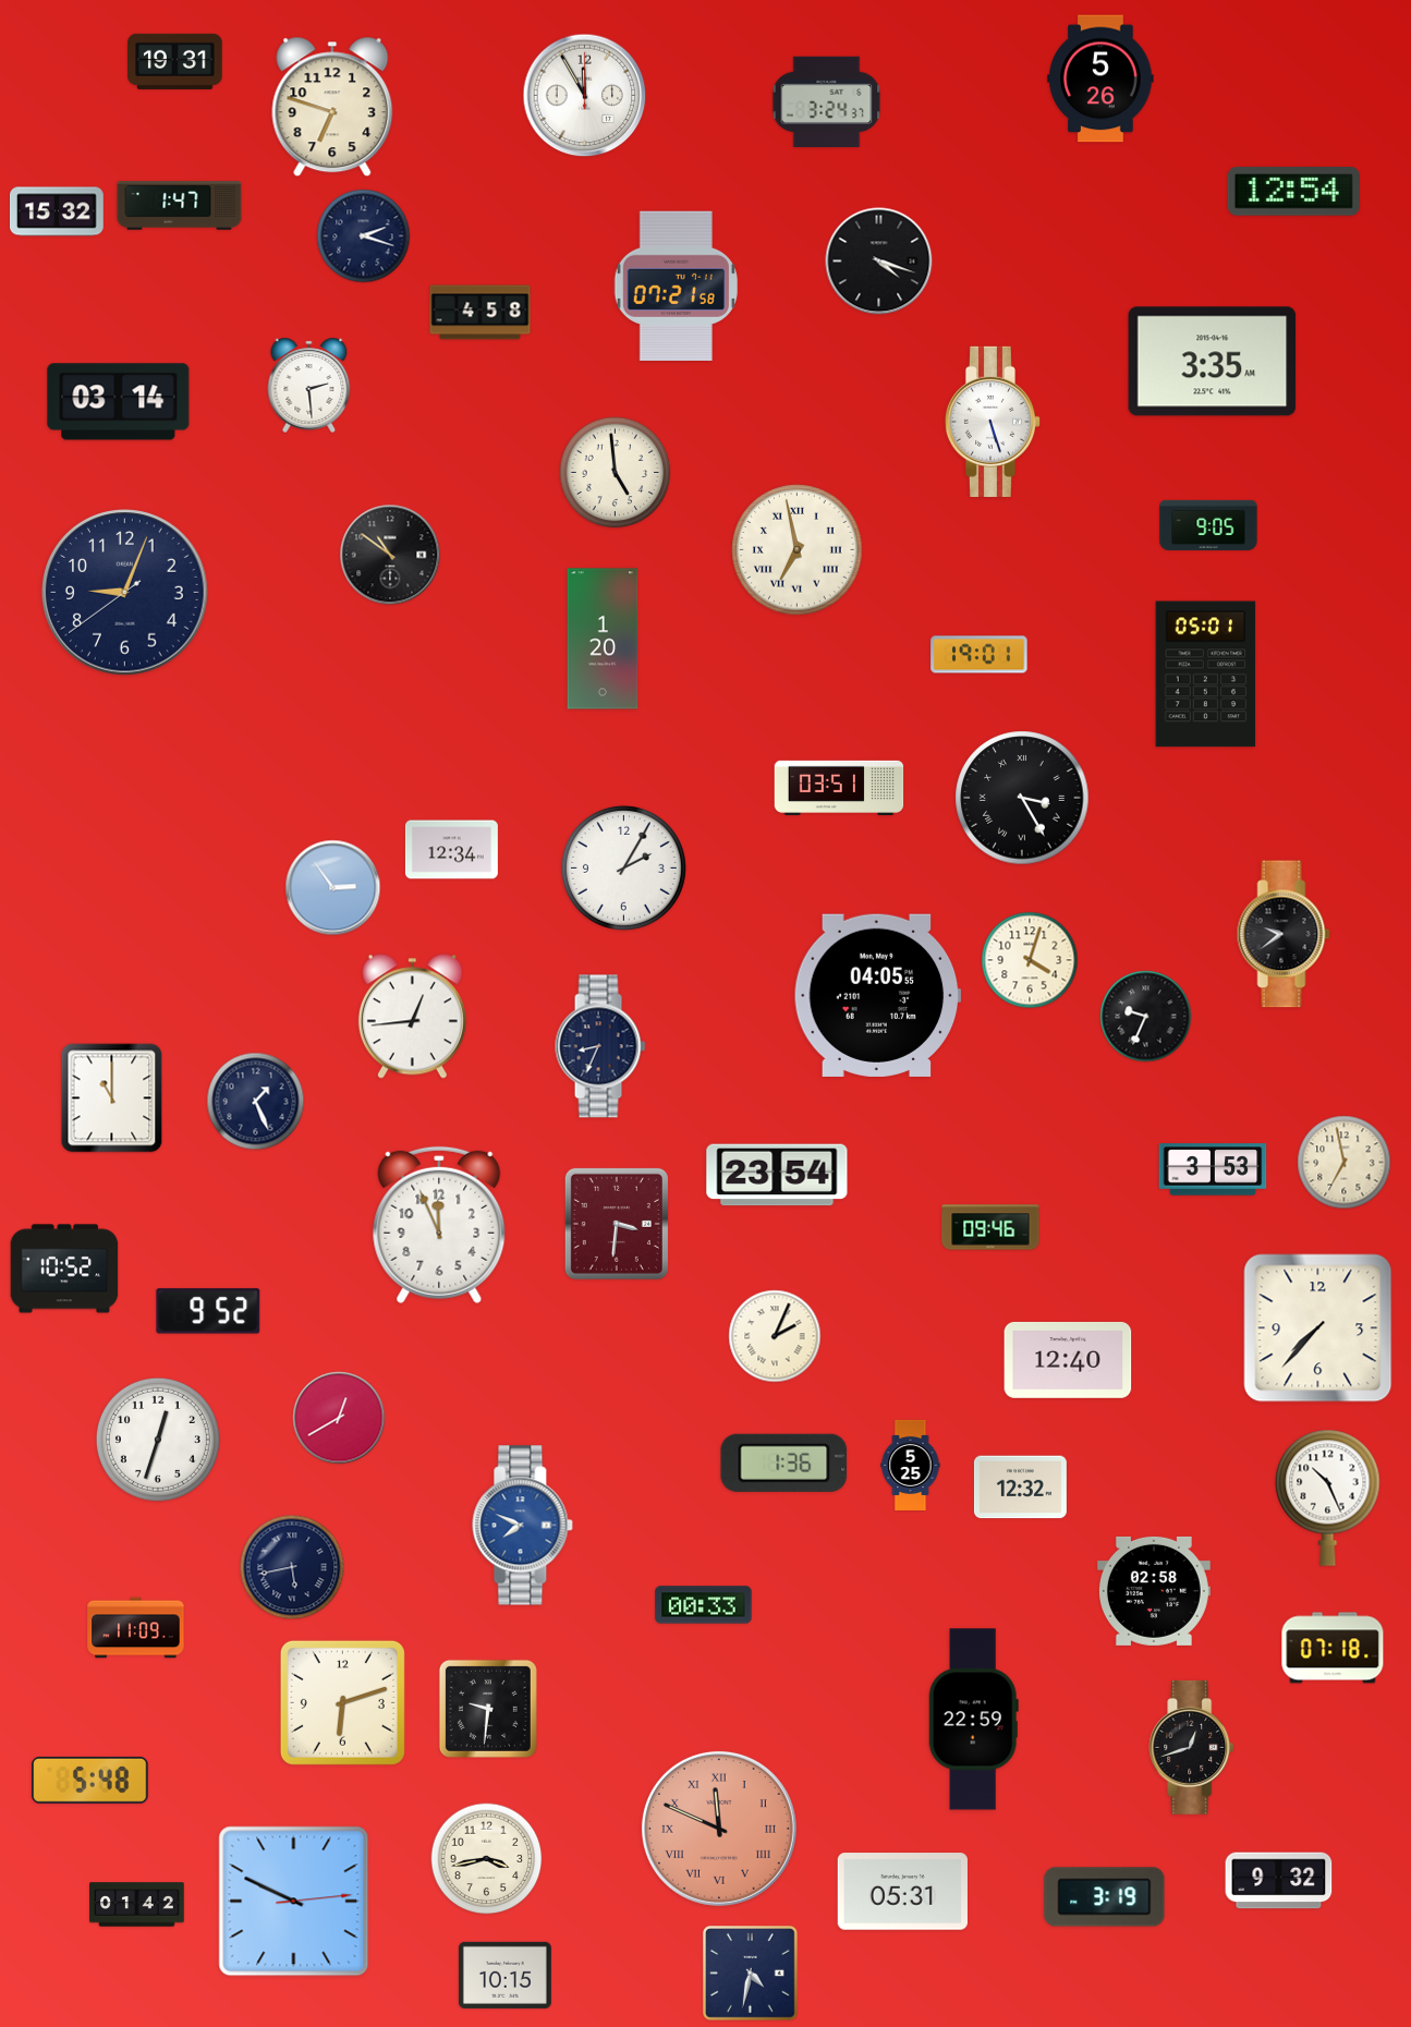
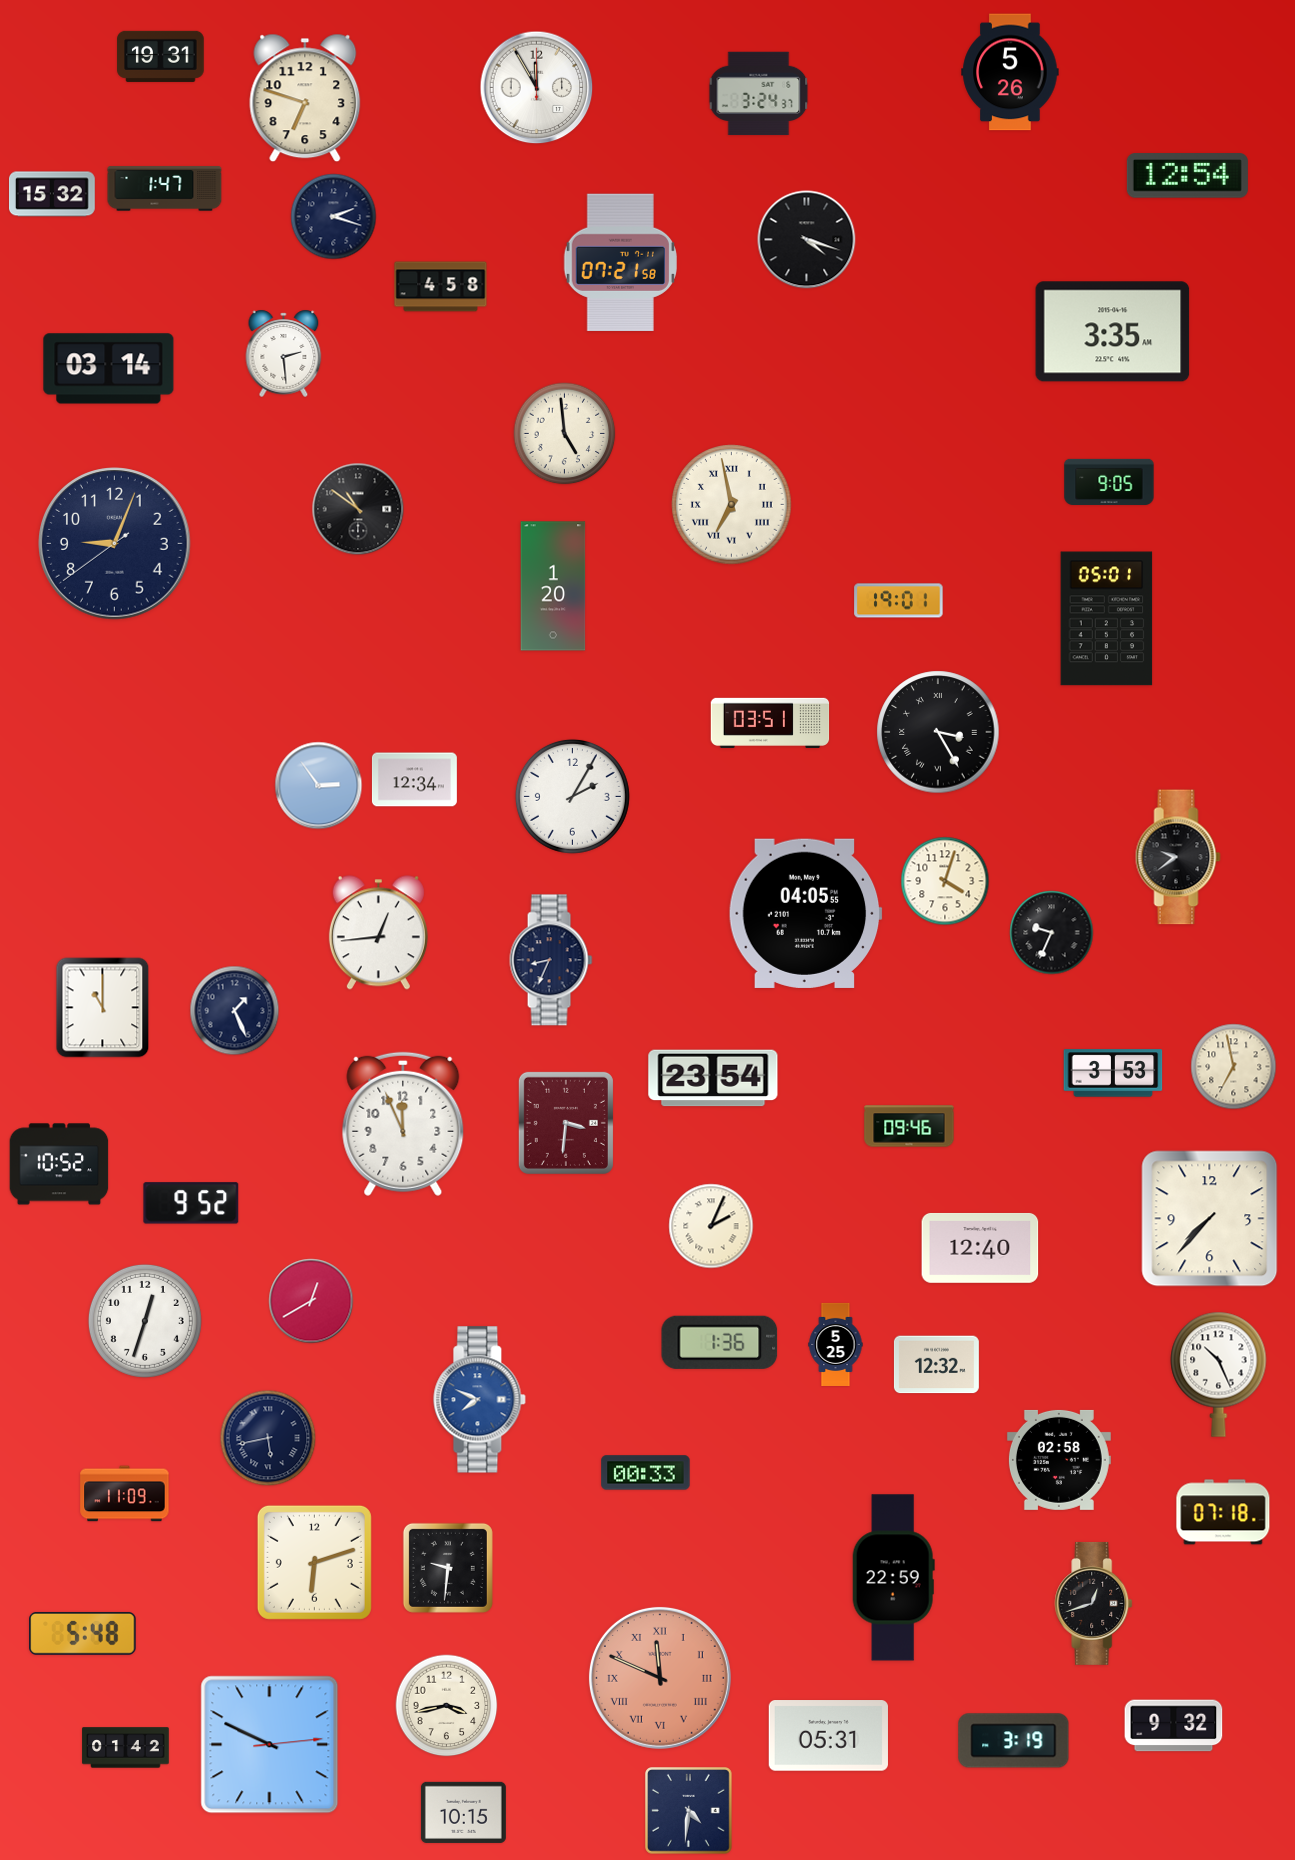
clock at (993, 422): 5:27 -> none
clock at (333, 888) position: (333, 888) -> (319, 786)
clock at (751, 1974): 4:32 -> 4:31
